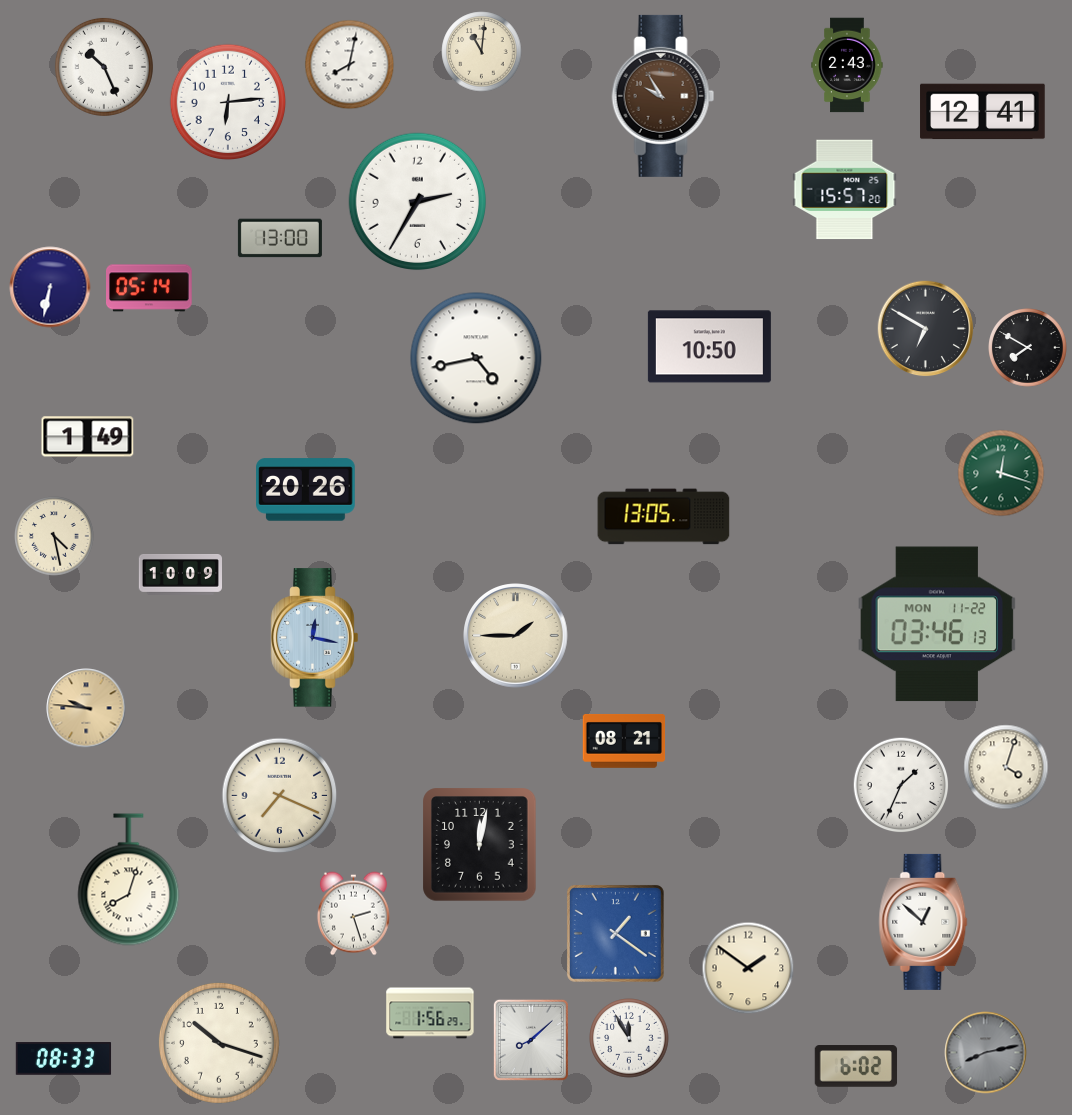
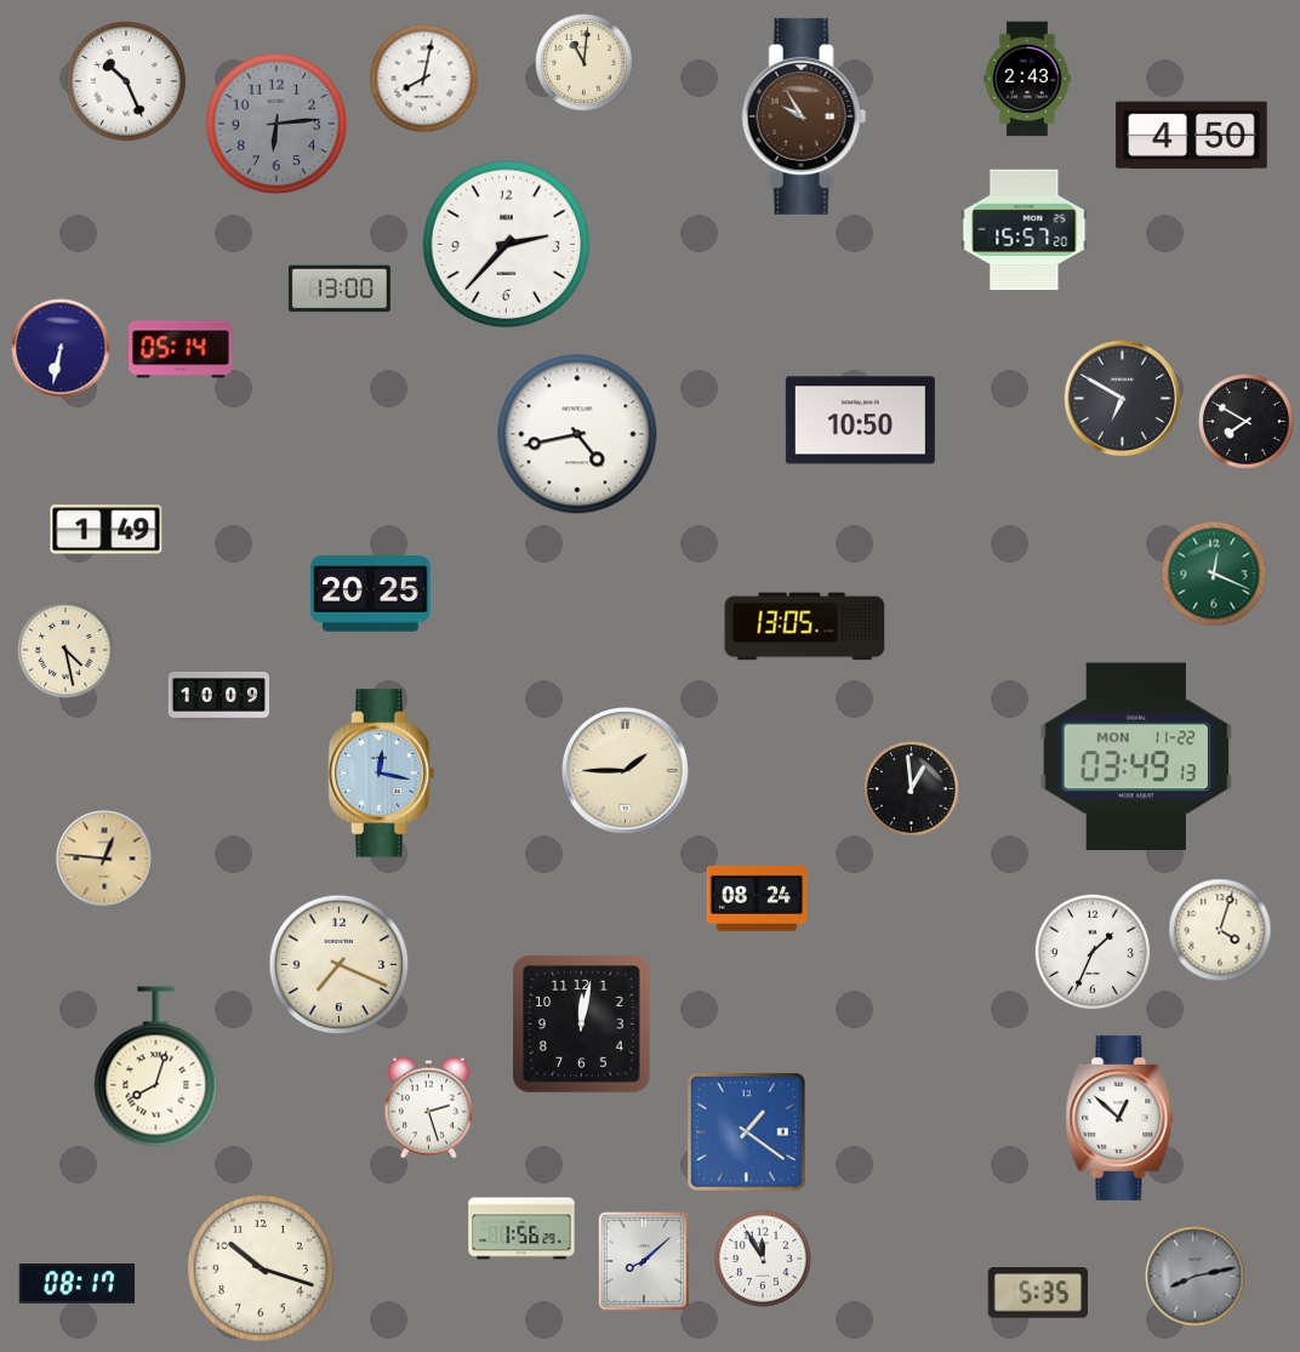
clock at (228, 102) dial: white -> grey
clock at (983, 112): 12:41 -> 4:50
clock at (418, 202): 2:35 -> 2:37
clock at (1001, 473): 12:18 -> 12:19
clock at (306, 490): 20:26 -> 20:25
clock at (937, 624): 03:46 -> 03:49
clock at (912, 789): none -> 12:59
clock at (86, 708): 9:46 -> 12:46
clock at (624, 741): 08:21 -> 08:24
clock at (748, 968): 1:51 -> none
clock at (219, 1043) position: (219, 1043) -> (261, 1268)
clock at (64, 1059): 08:33 -> 08:17
clock at (856, 1066): 6:02 -> 5:35
